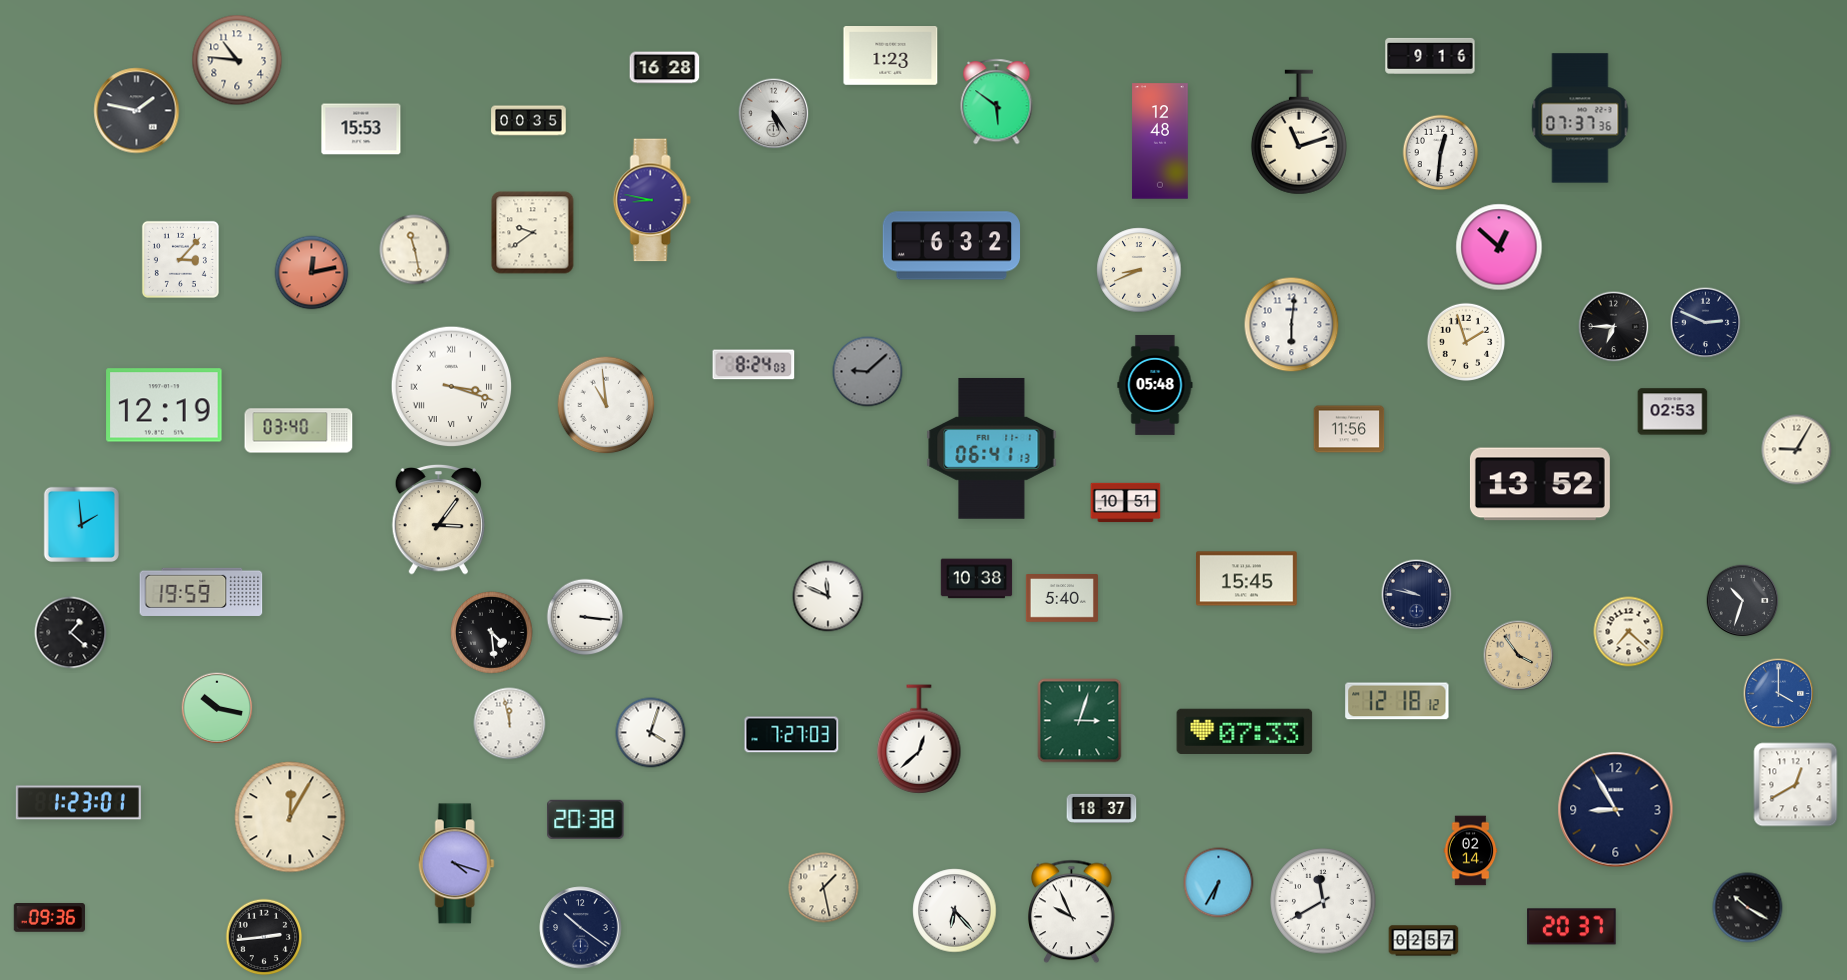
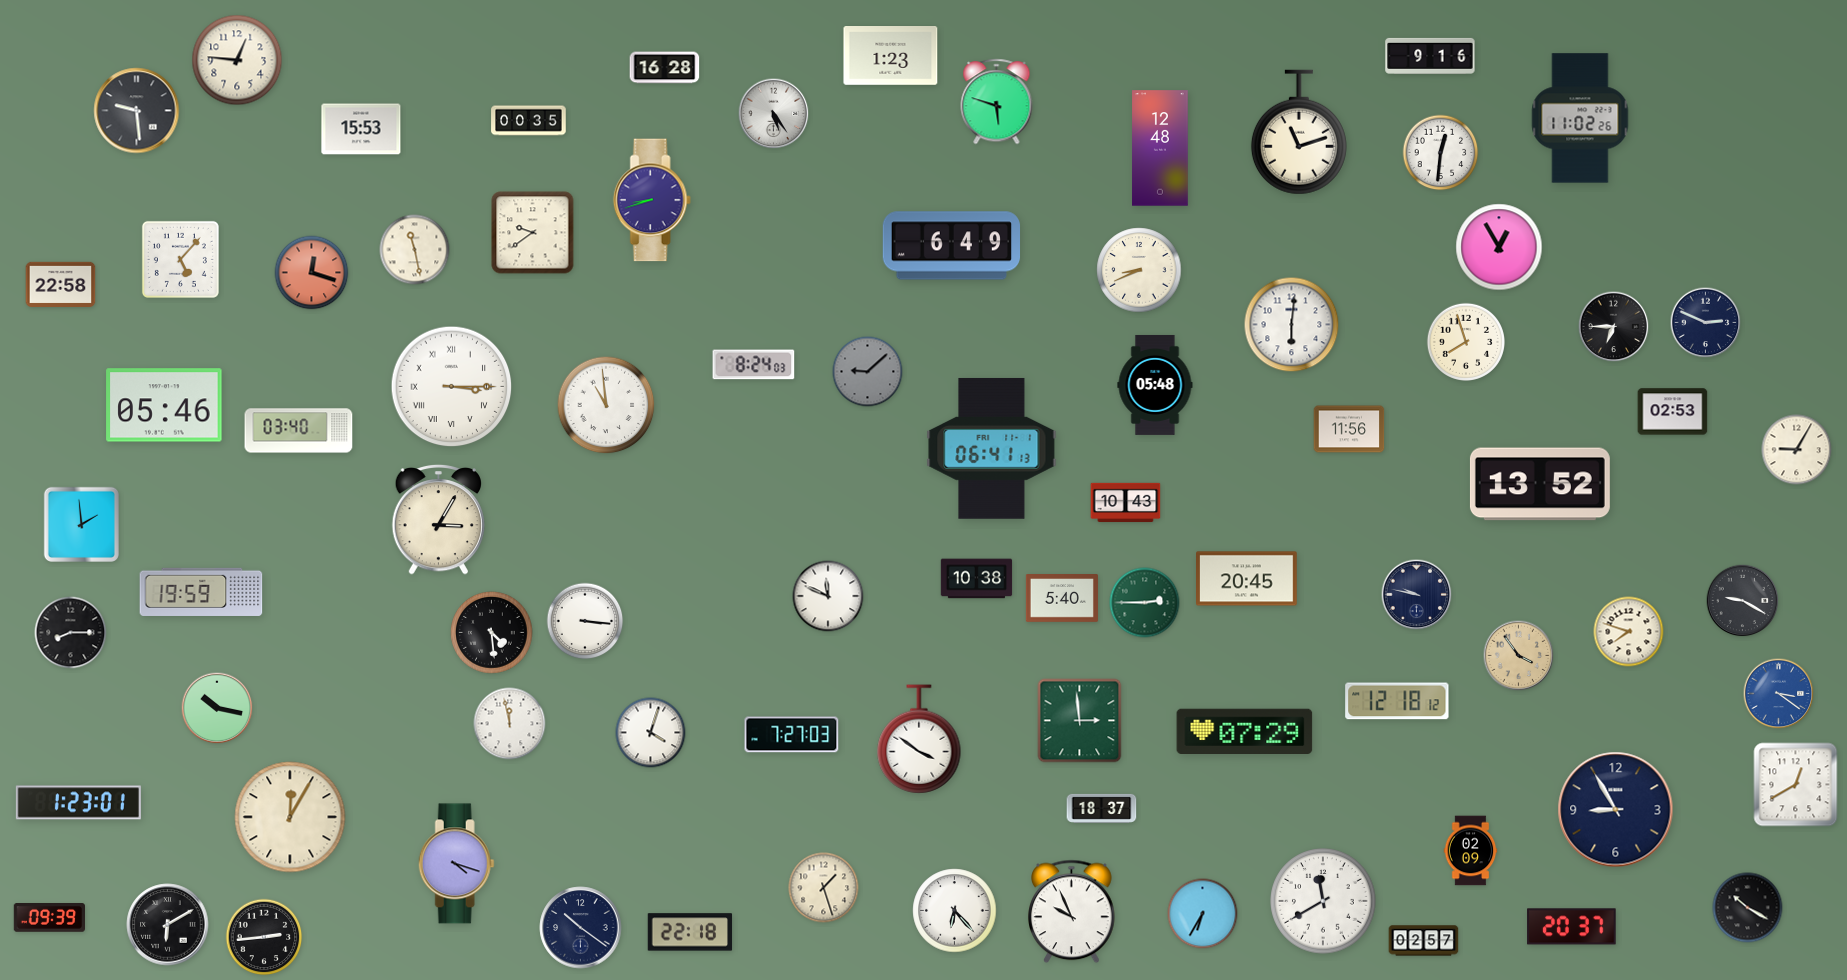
clock at (237, 60): 10:46 -> 12:46
clock at (997, 102): 5:51 -> 5:48
clock at (137, 111): 1:47 -> 9:29
clock at (1580, 118): 07:37 -> 11:02
clock at (1160, 141) position: (1160, 141) -> (1160, 148)
clock at (652, 200): 8:47 -> 8:42
clock at (952, 246): 6:32 -> 6:49
clock at (1499, 247): 12:52 -> 12:55
clock at (180, 259): 3:07 -> 5:07
clock at (312, 273): 12:13 -> 12:18
clock at (61, 284): none -> 22:58
clock at (1465, 341): 1:57 -> 7:57
clock at (452, 387): 3:18 -> 3:15
clock at (164, 405): 12:19 -> 05:46
clock at (1126, 503): 10:51 -> 10:43
clock at (438, 519): 3:06 -> 3:05
clock at (1247, 579): 15:45 -> 20:45
clock at (1743, 601): 10:33 -> 9:20
clock at (1145, 603): none -> 2:45
clock at (585, 617) position: (585, 617) -> (585, 621)
clock at (1629, 632): 7:22 -> 7:48
clock at (71, 633): 1:22 -> 8:15
clock at (1779, 694): 4:00 -> 3:21
clock at (1080, 721): 3:03 -> 2:59
clock at (1245, 731): 07:33 -> 07:29
clock at (919, 739): 12:38 -> 3:51
clock at (586, 819): 20:38 -> none
clock at (1471, 851): 02:14 -> 02:09
clock at (1219, 883) position: (1219, 883) -> (1203, 914)
clock at (824, 888): 1:28 -> 1:27
clock at (50, 918): 09:36 -> 09:39
clock at (168, 925): none -> 6:10
clock at (690, 932): none -> 22:18
